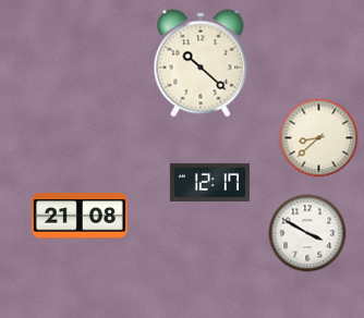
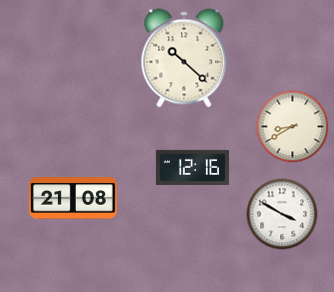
clock at (319, 138): 8:38 -> 8:40
clock at (209, 182): 12:17 -> 12:16
